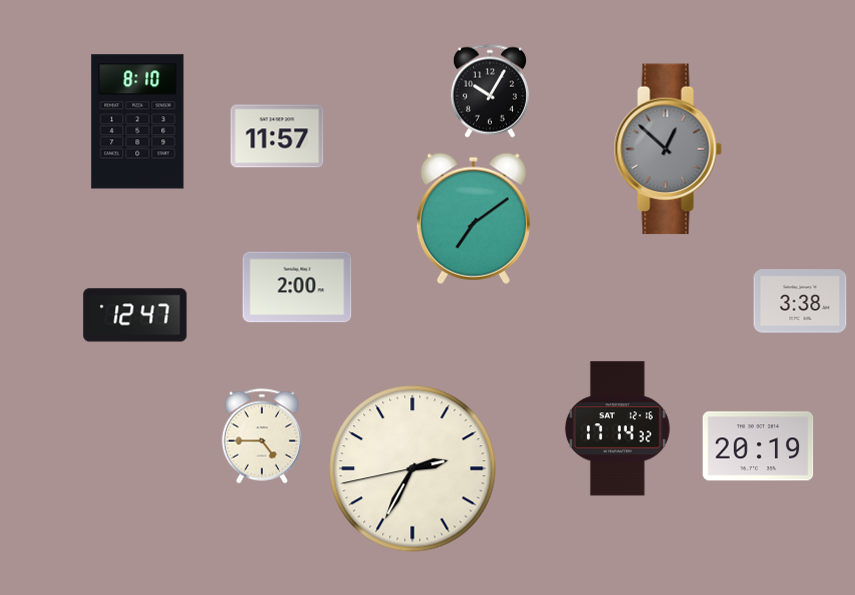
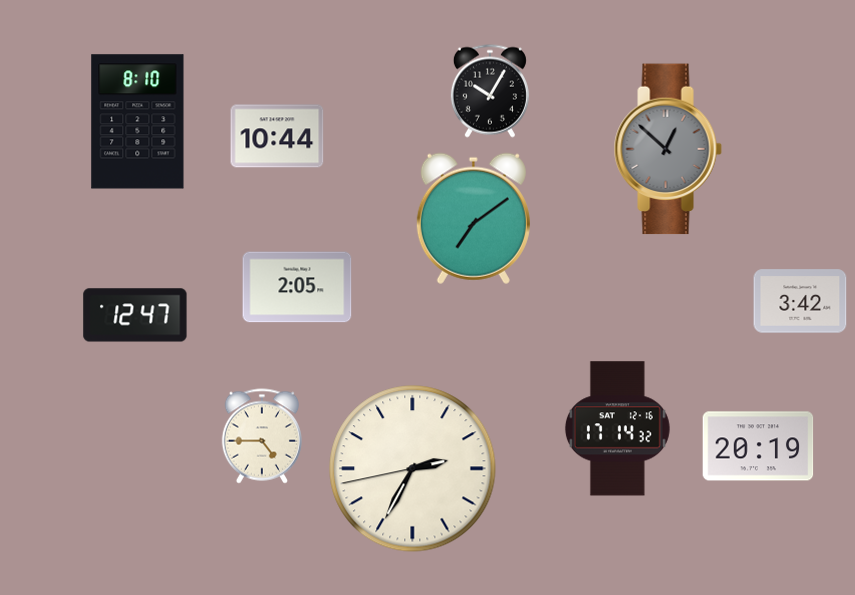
clock at (277, 136): 11:57 -> 10:44
clock at (297, 287): 2:00 -> 2:05
clock at (800, 301): 3:38 -> 3:42
